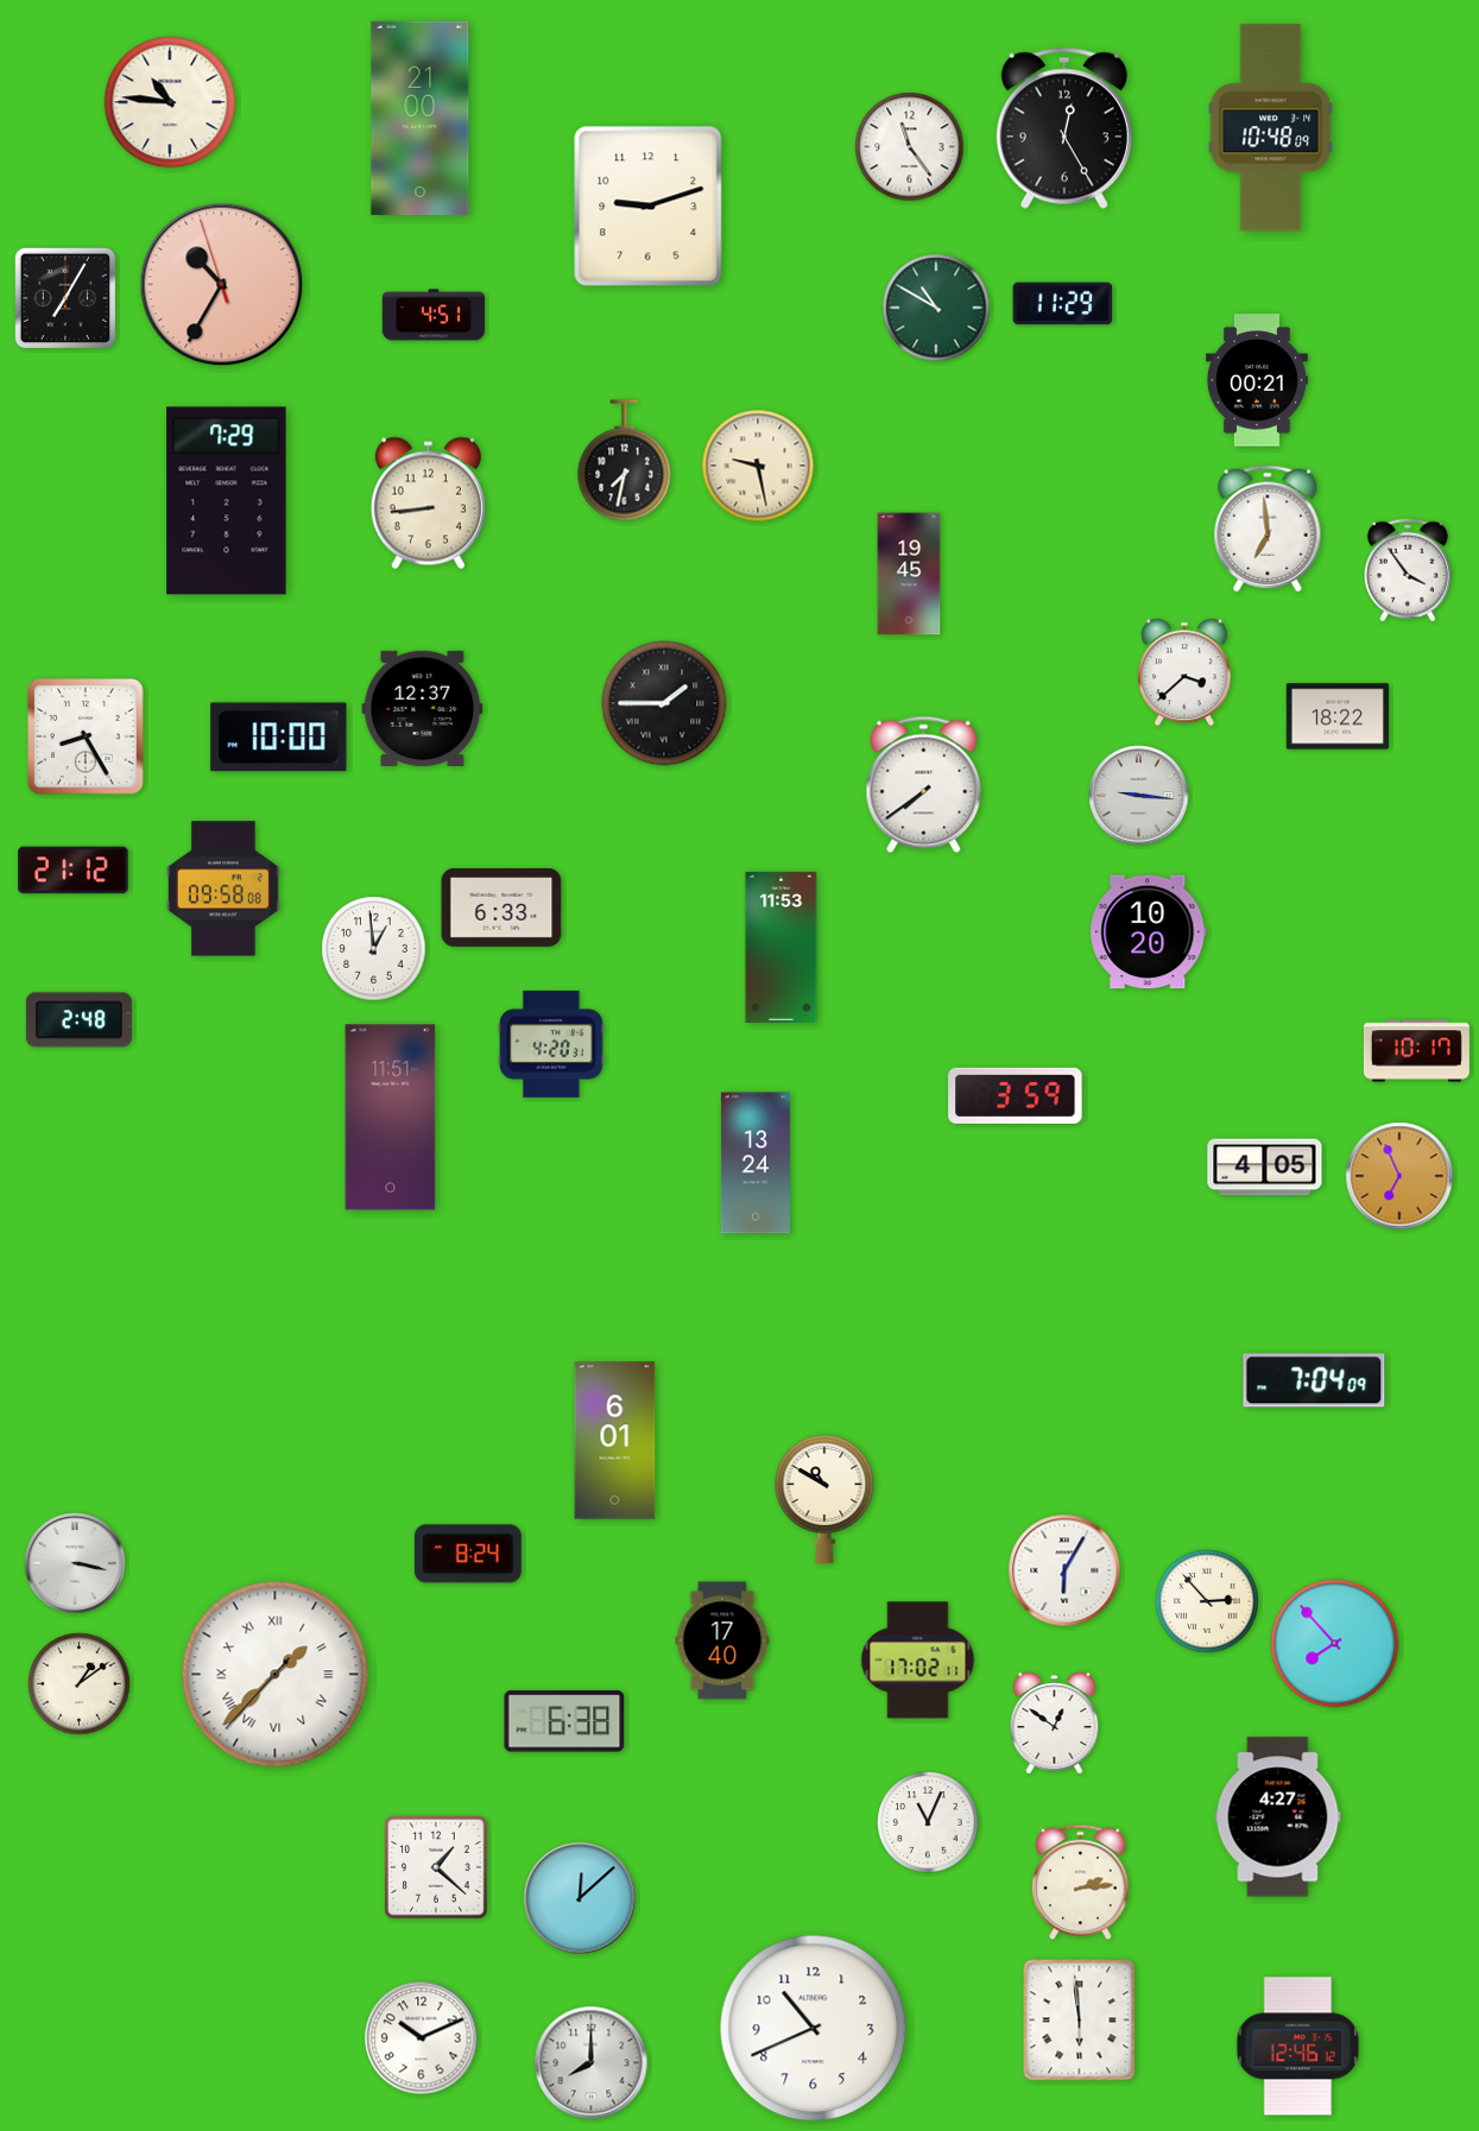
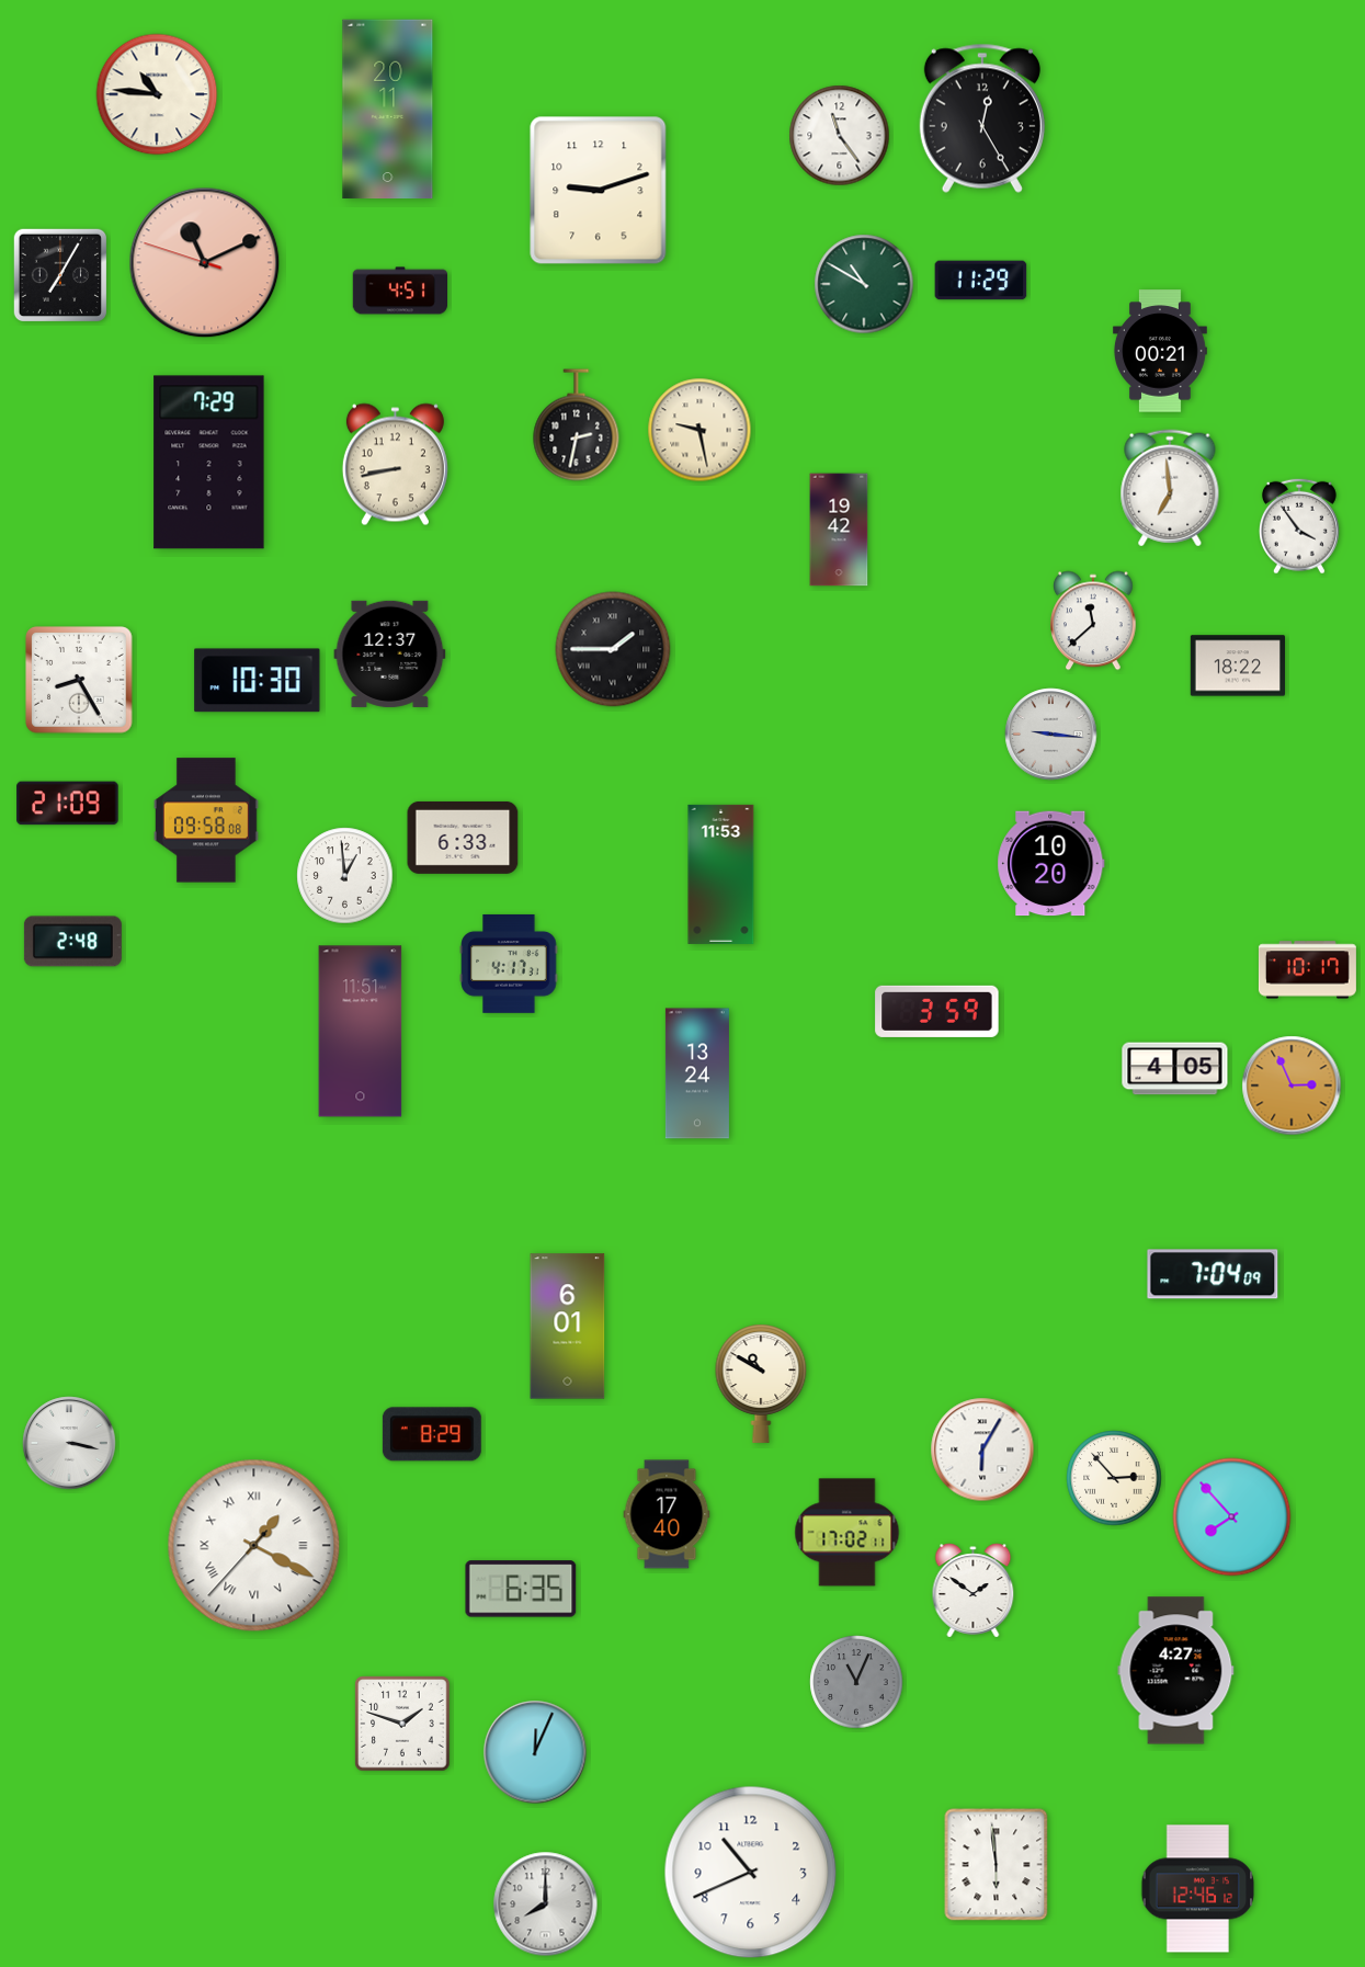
clock at (421, 119): 21:00 -> 20:11
clock at (1271, 128): 10:48 -> none
clock at (222, 285): 10:34 -> 11:10
clock at (625, 461): 7:32 -> 2:32
clock at (428, 504): 8:44 -> 8:43
clock at (909, 574): 19:45 -> 19:42
clock at (1186, 672): 3:38 -> 11:38
clock at (1336, 716) position: (1336, 716) -> (1237, 666)
clock at (279, 738): 10:00 -> 10:30
clock at (924, 785): 7:39 -> none
clock at (74, 871): 21:12 -> 21:09
clock at (1149, 932) position: (1149, 932) -> (1051, 864)
clock at (551, 1044): 4:20 -> 4:17
clock at (1265, 1168) position: (1265, 1168) -> (1175, 1069)
clock at (1399, 1176): 6:56 -> 2:56
clock at (615, 1441) position: (615, 1441) -> (568, 1327)
clock at (468, 1554): 8:24 -> 8:29
clock at (276, 1675): 1:37 -> 1:19
clock at (80, 1684): 1:09 -> none
clock at (564, 1721): 6:38 -> 6:35
clock at (1055, 1724): 12:51 -> 1:51
clock at (1278, 1817) position: (1278, 1817) -> (1176, 1671)
clock at (928, 1822) dial: white -> grey
clock at (436, 1867): 1:22 -> 1:48
clock at (1081, 1883): 2:14 -> none
clock at (580, 1898): 12:08 -> 12:04
clock at (422, 2038): 10:11 -> none
